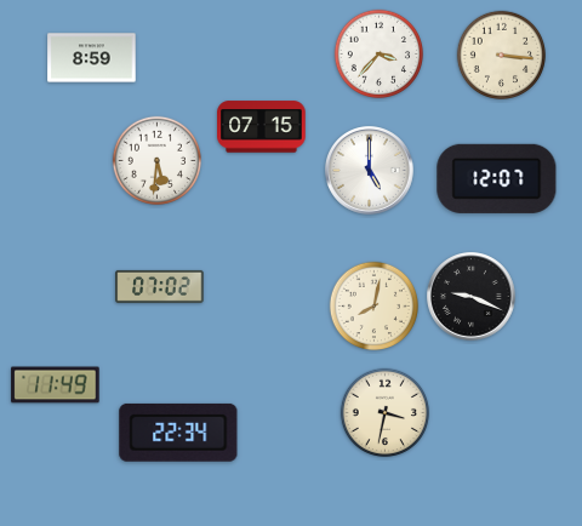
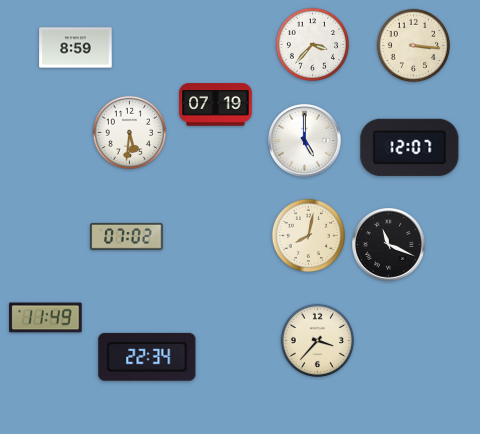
clock at (262, 127): 07:15 -> 07:19
clock at (160, 286) position: (160, 286) -> (127, 236)
clock at (472, 297): 9:19 -> 11:19
clock at (373, 305) position: (373, 305) -> (308, 235)
clock at (384, 412): 3:32 -> 3:37
